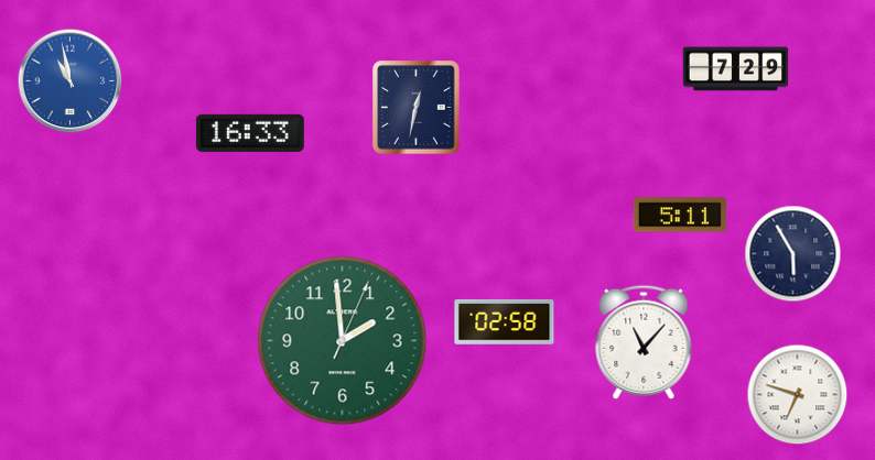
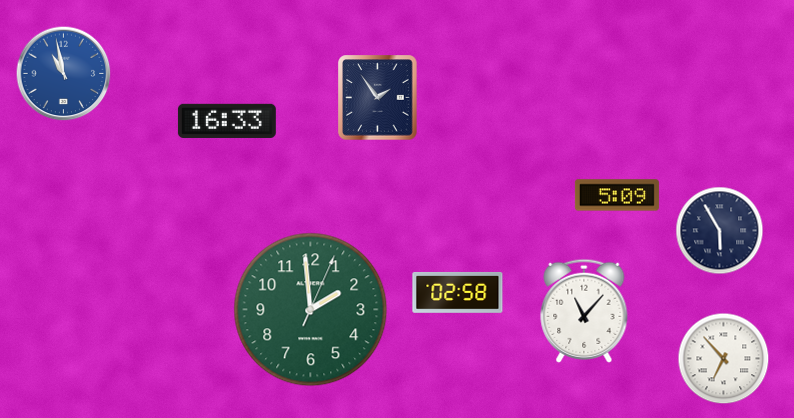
clock at (736, 69): 7:29 -> none
clock at (417, 108): 12:32 -> 1:54
clock at (680, 215): 5:11 -> 5:09
clock at (798, 395): 6:48 -> 6:53
